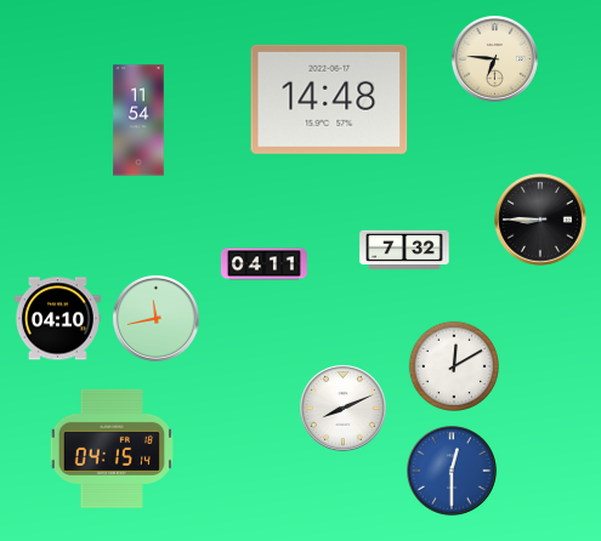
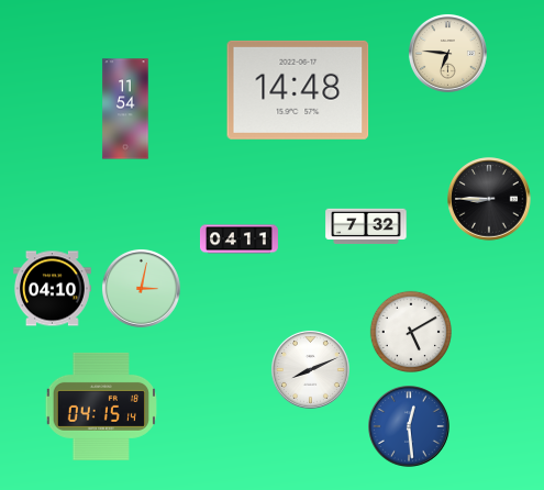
clock at (155, 318): 11:43 -> 3:02
clock at (453, 365): 12:10 -> 5:10
clock at (453, 472): 12:30 -> 12:29
